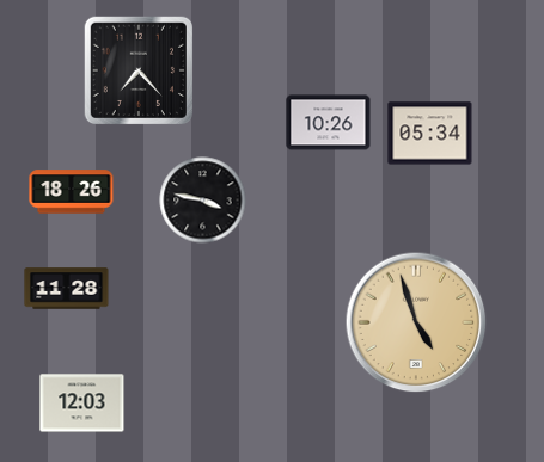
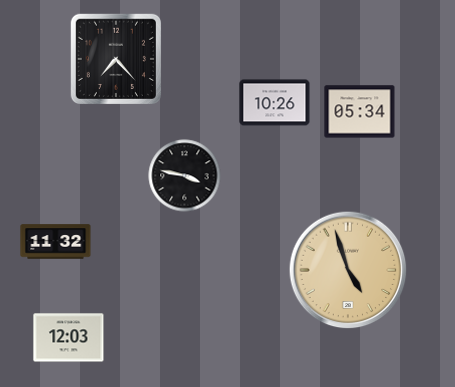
clock at (72, 192): 18:26 -> none
clock at (203, 201) position: (203, 201) -> (185, 176)
clock at (67, 289): 11:28 -> 11:32
